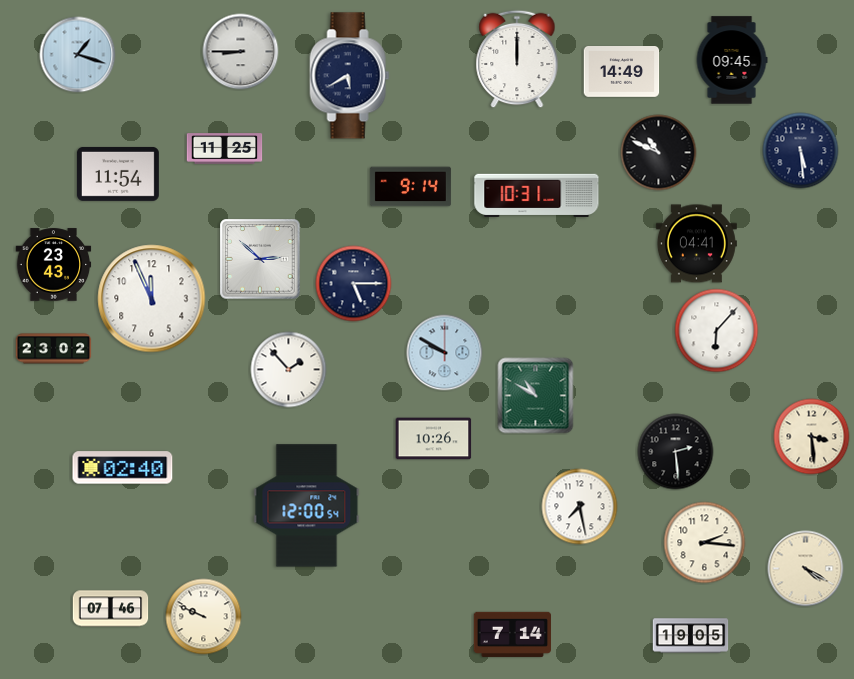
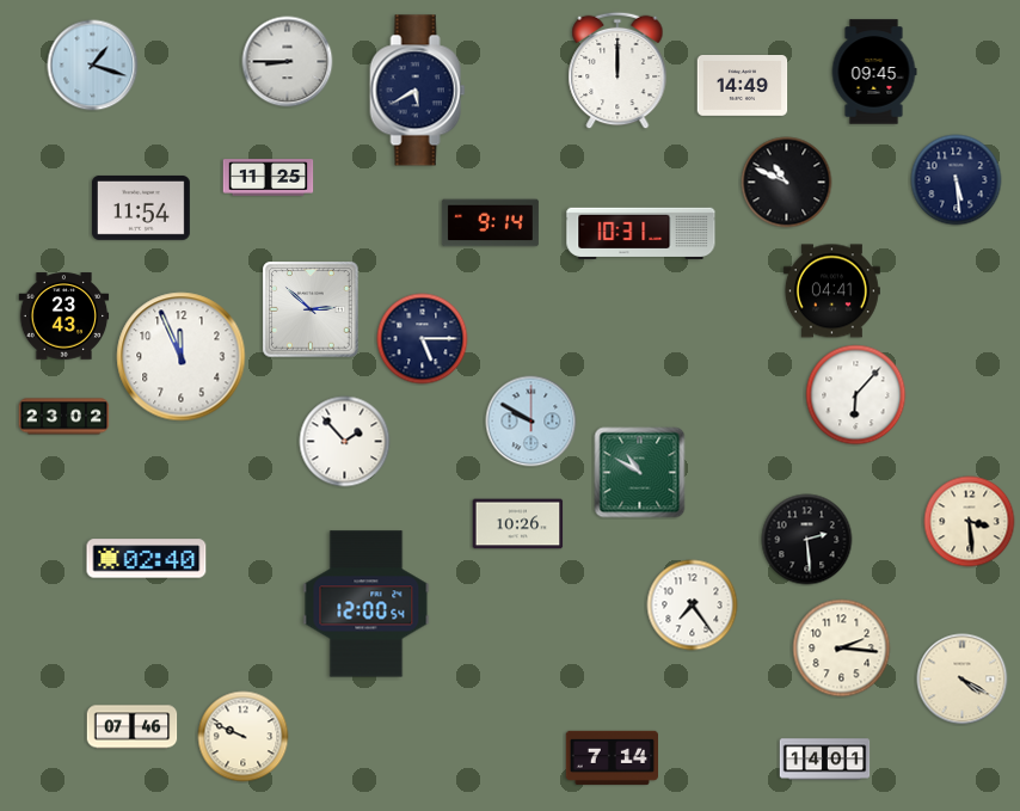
clock at (580, 507): 7:28 -> 7:24
clock at (691, 636): 19:05 -> 14:01
